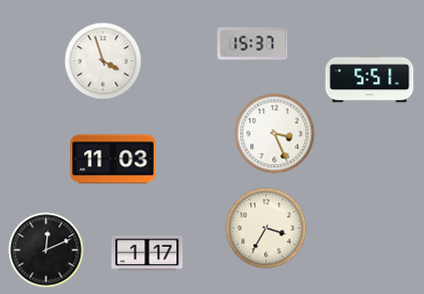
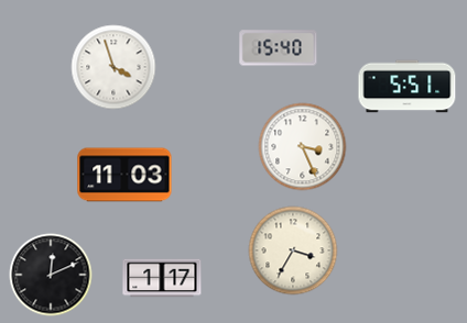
clock at (253, 44): 15:37 -> 15:40
